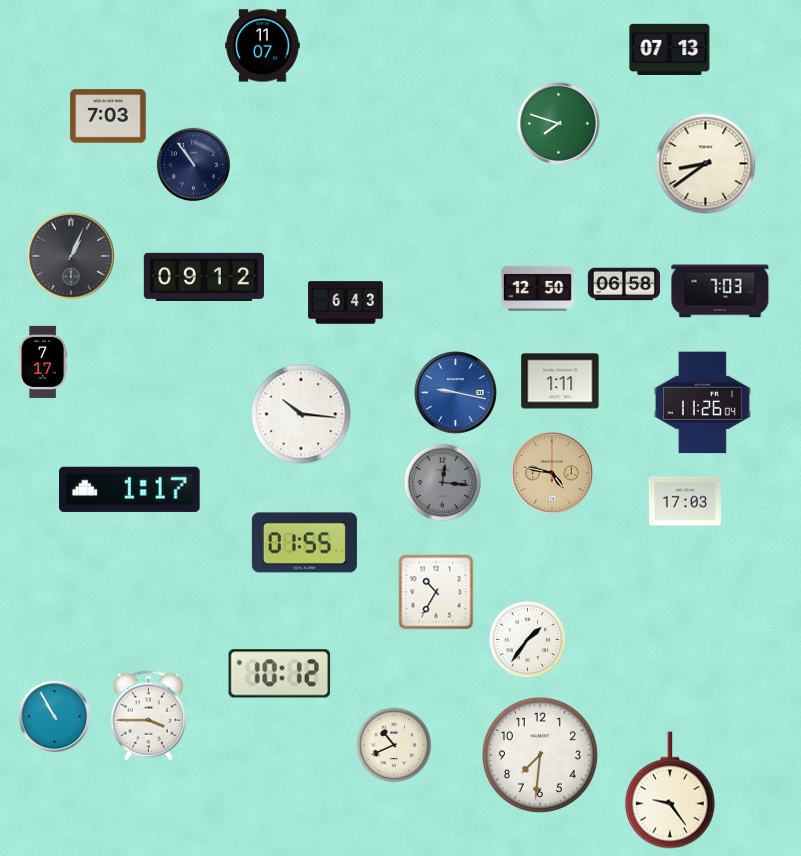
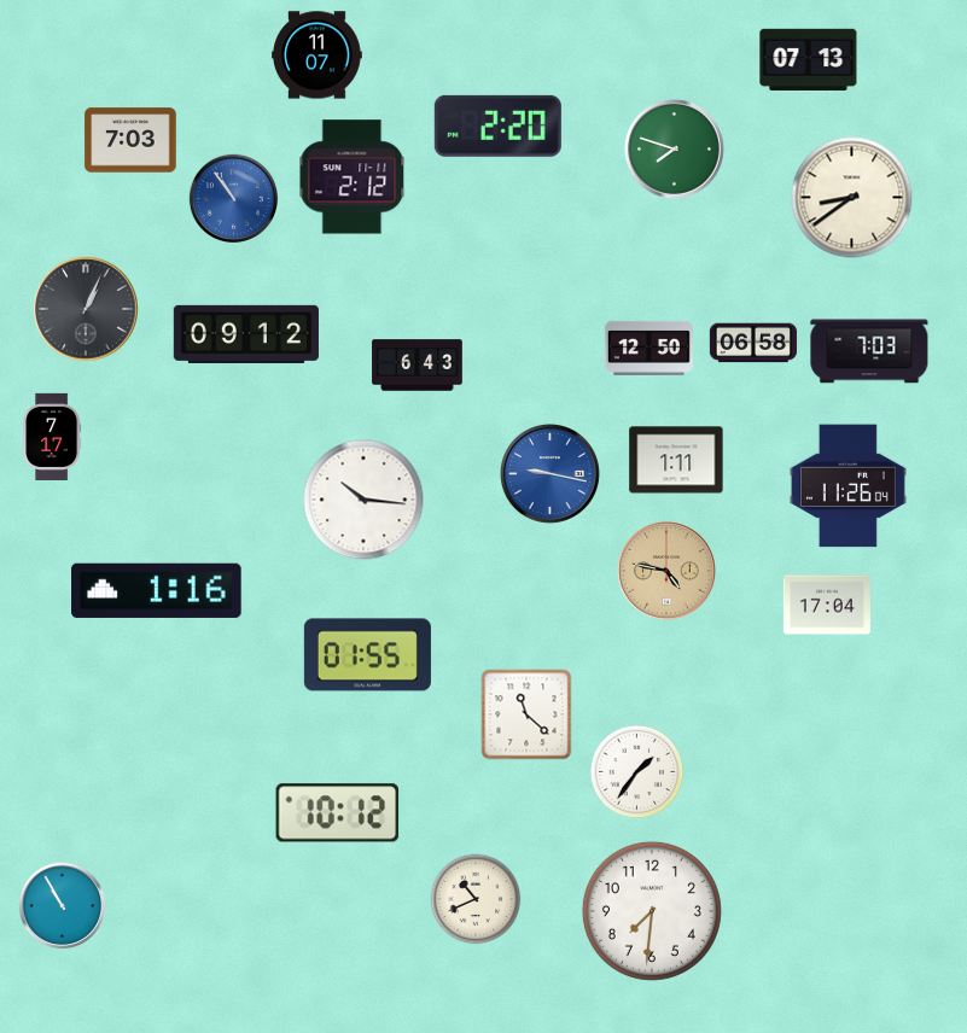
clock at (497, 126): none -> 2:20
clock at (353, 177): none -> 2:12
clock at (193, 164) dial: navy -> blue
clock at (443, 483): 12:16 -> none
clock at (130, 489): 1:17 -> 1:16
clock at (685, 501): 17:03 -> 17:04
clock at (436, 592): 10:35 -> 11:22
clock at (148, 716): 3:45 -> none
clock at (55, 717) position: (55, 717) -> (63, 906)
clock at (670, 790): 9:24 -> none
